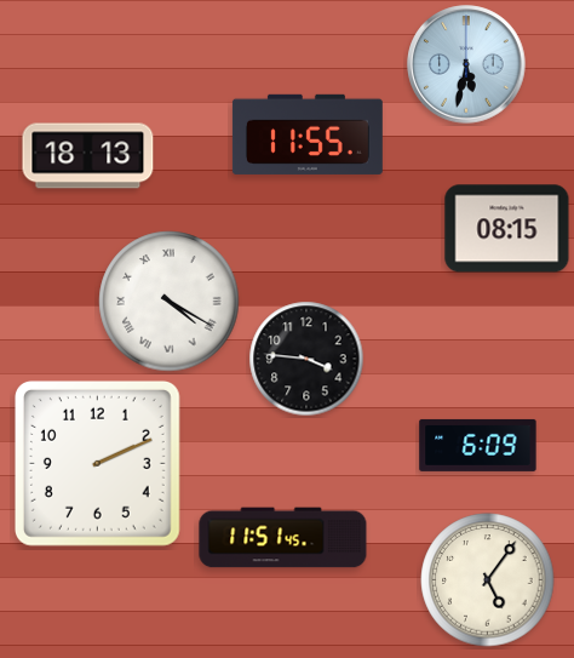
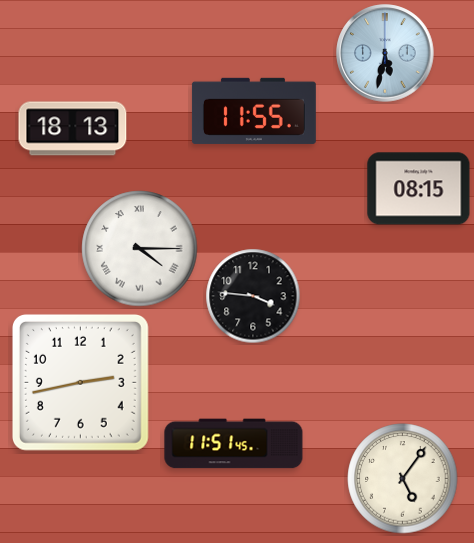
clock at (170, 302): 4:20 -> 4:15
clock at (478, 445): 6:09 -> none
clock at (97, 463): 2:11 -> 2:43
